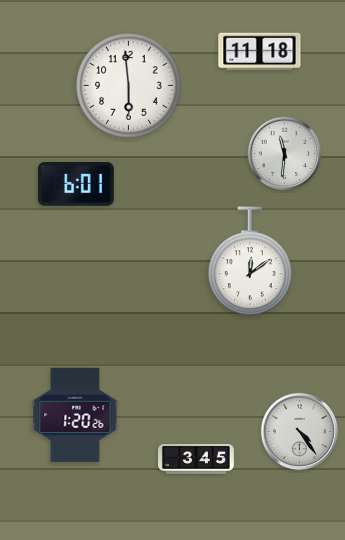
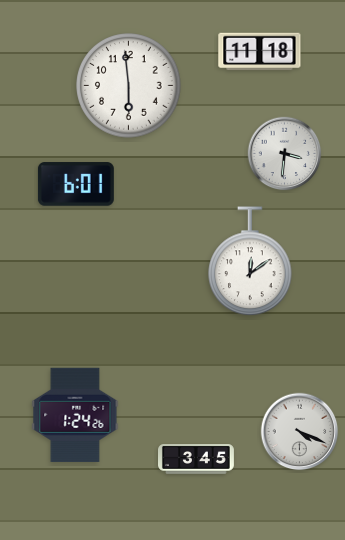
clock at (285, 154): 11:31 -> 3:31
clock at (75, 415): 1:20 -> 1:24
clock at (300, 432): 4:24 -> 4:19
